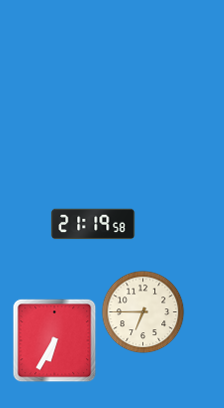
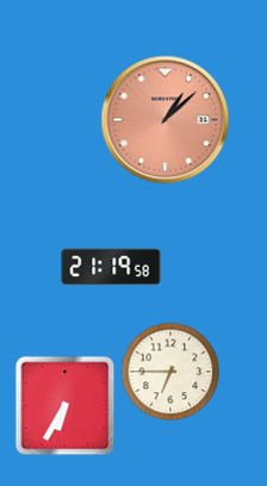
clock at (166, 120): none -> 1:08
